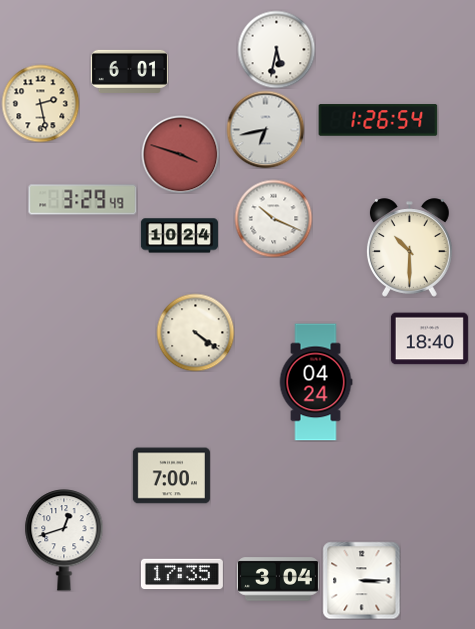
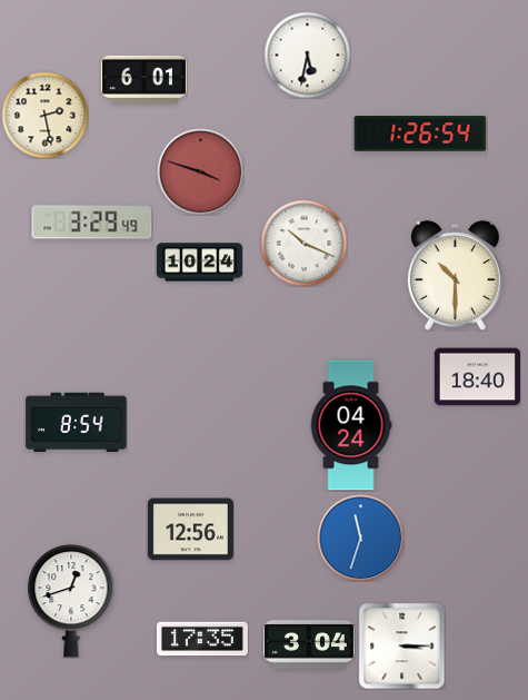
clock at (265, 129): 6:43 -> none
clock at (195, 332): 4:21 -> none
clock at (77, 423): none -> 8:54
clock at (171, 476): 7:00 -> 12:56
clock at (360, 538): none -> 11:33
